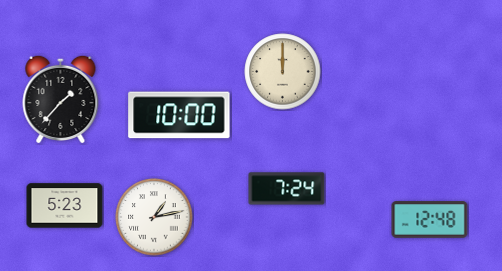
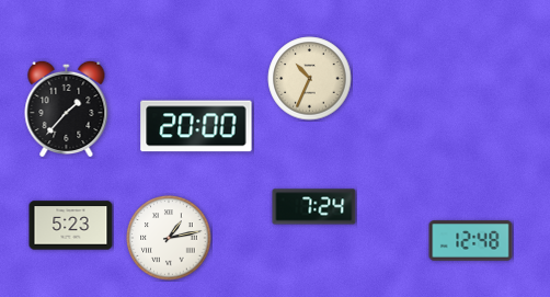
clock at (283, 72): 12:00 -> 10:34
clock at (179, 115): 10:00 -> 20:00
